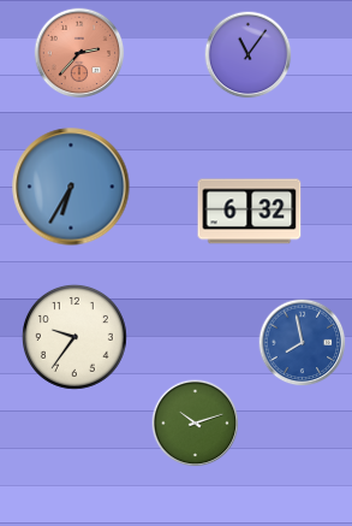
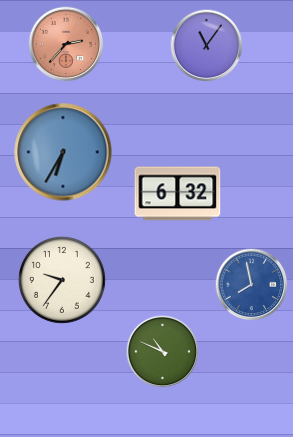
clock at (71, 187) position: (71, 187) -> (63, 152)
clock at (250, 212) position: (250, 212) -> (178, 194)
clock at (196, 424): 10:12 -> 10:49
